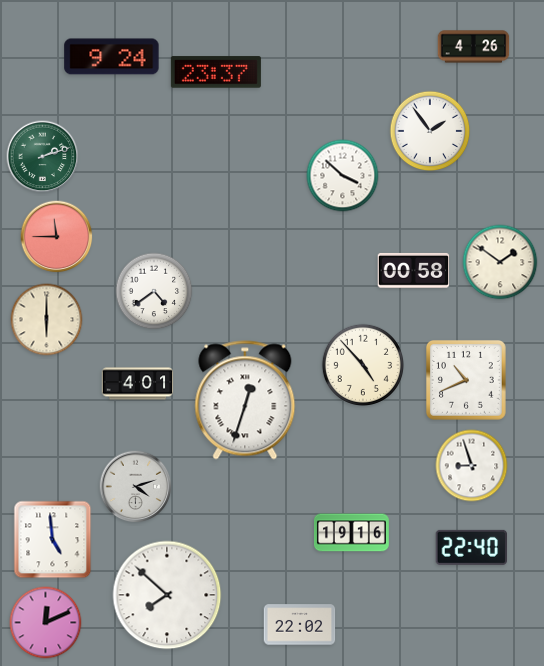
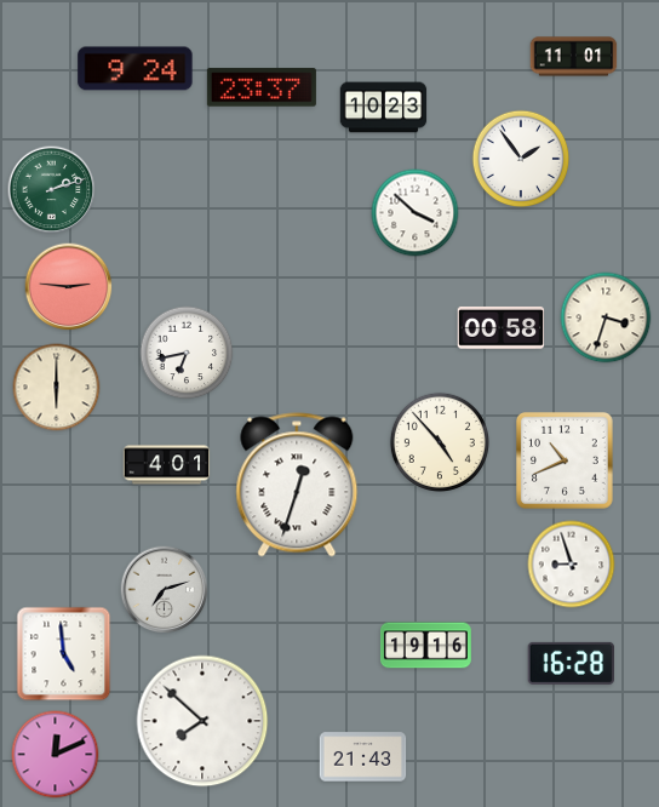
clock at (474, 47): 4:26 -> 11:01
clock at (384, 108): none -> 10:23
clock at (57, 237): 11:45 -> 2:46
clock at (500, 262): 1:51 -> 3:33
clock at (154, 291): 4:39 -> 6:43
clock at (136, 487): 4:12 -> 7:12
clock at (472, 547): 22:40 -> 16:28
clock at (300, 625): 22:02 -> 21:43
